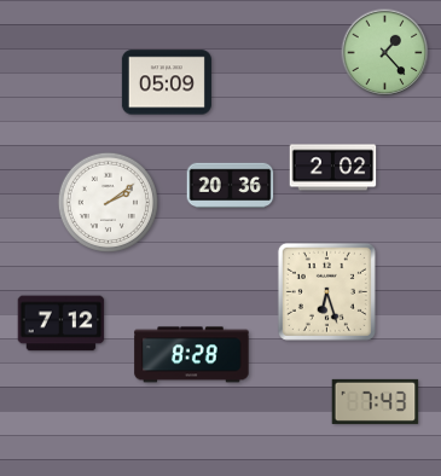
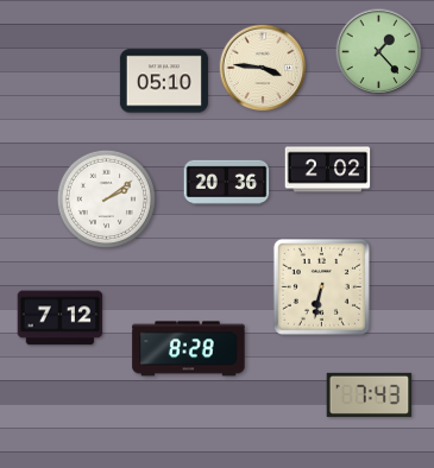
clock at (263, 68): none -> 3:46
clock at (167, 82): 05:09 -> 05:10
clock at (333, 168) position: (333, 168) -> (328, 170)
clock at (326, 291): 6:27 -> 6:32
